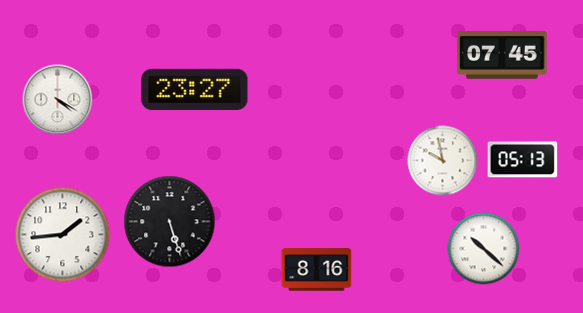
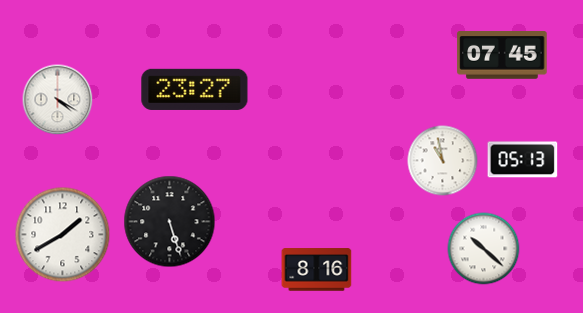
clock at (443, 161): 9:58 -> 10:58
clock at (63, 235): 1:44 -> 1:40
